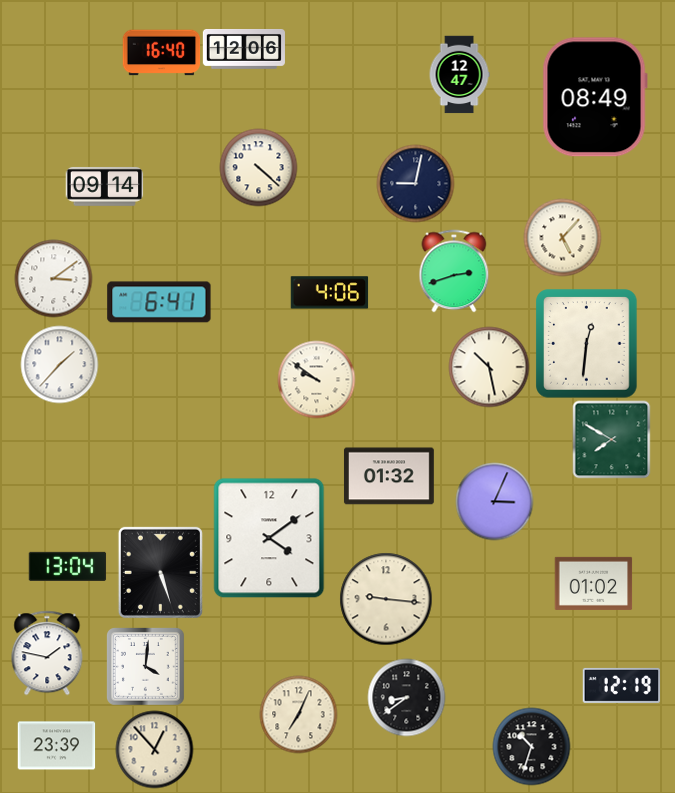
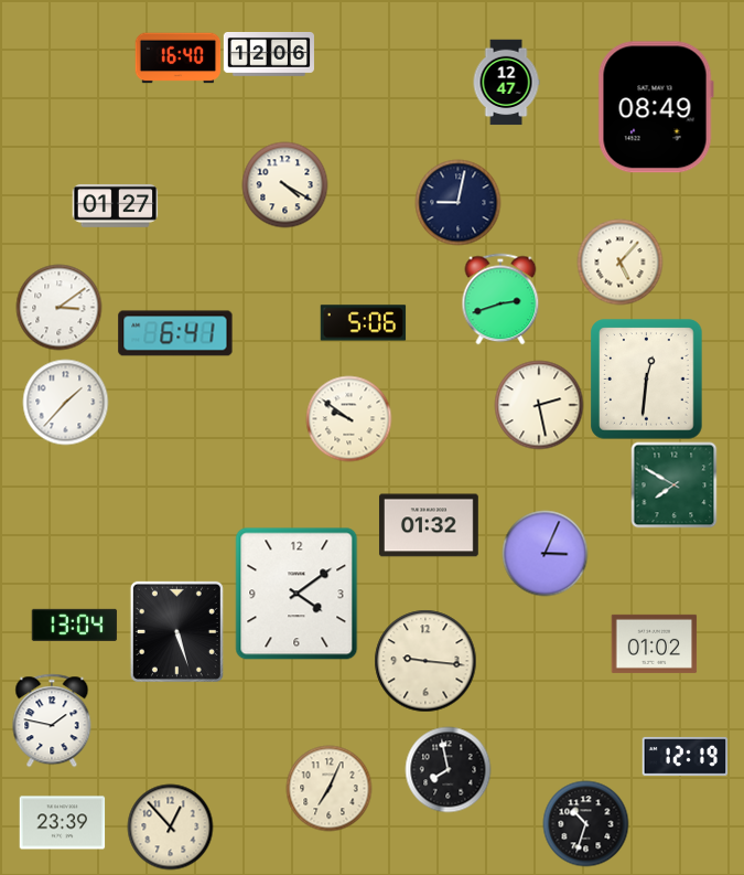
clock at (258, 167): 4:22 -> 4:20
clock at (104, 186): 09:14 -> 01:27
clock at (329, 293): 4:06 -> 5:06
clock at (489, 367): 10:28 -> 2:28
clock at (146, 667): 4:01 -> none
clock at (406, 697): 8:39 -> 7:58
